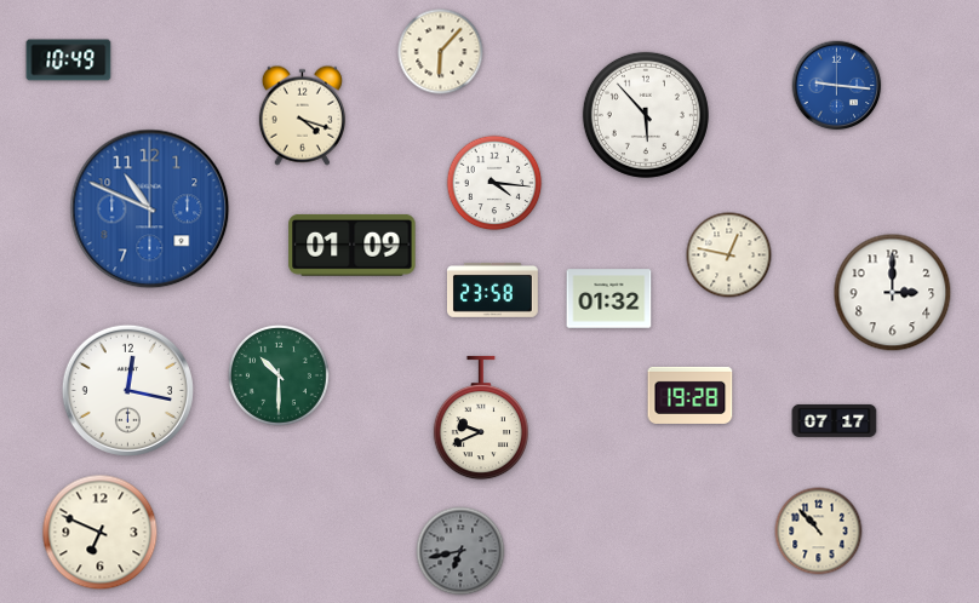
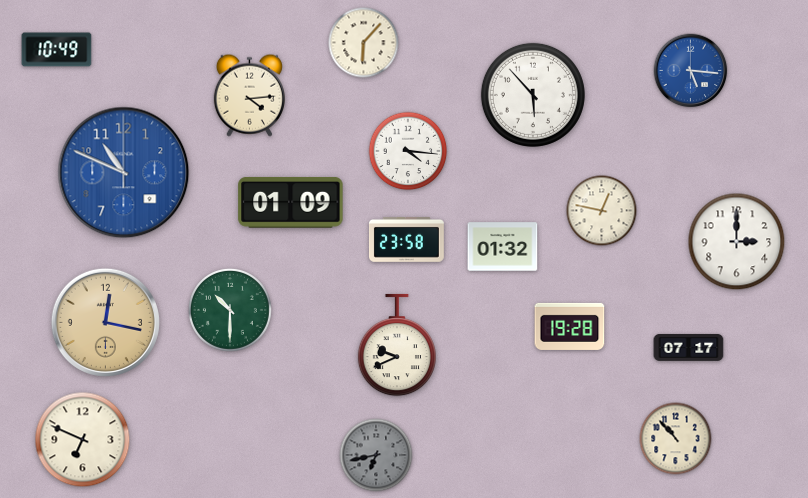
clock at (837, 86): 9:16 -> 5:16
clock at (302, 115): 4:18 -> 4:14
clock at (127, 390) dial: white -> champagne
clock at (460, 551) position: (460, 551) -> (376, 455)
